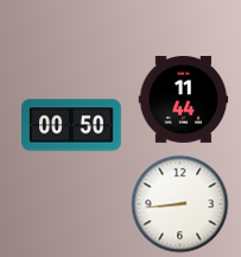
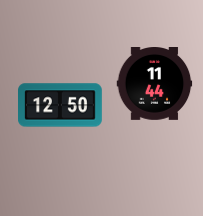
clock at (72, 125): 00:50 -> 12:50
clock at (180, 205): 8:44 -> none
